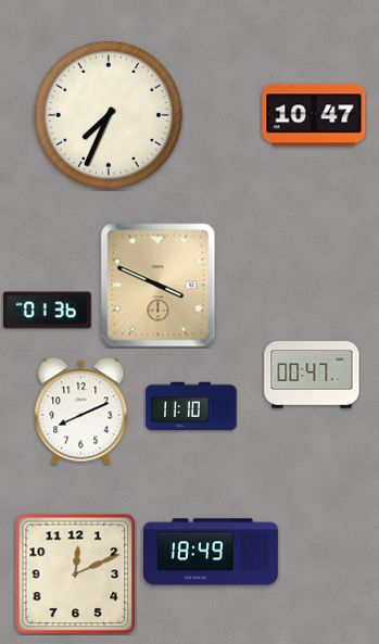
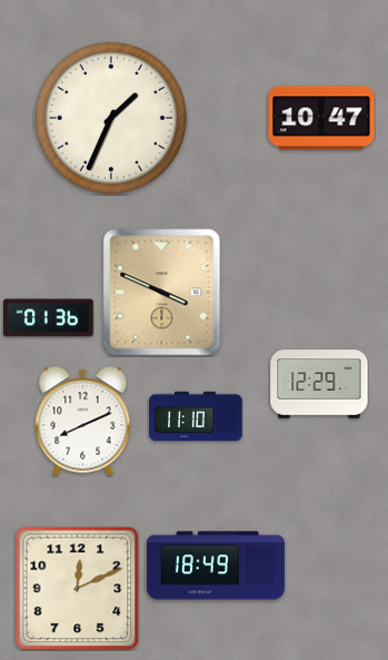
clock at (109, 115): 7:34 -> 1:34
clock at (312, 375): 00:47 -> 12:29
